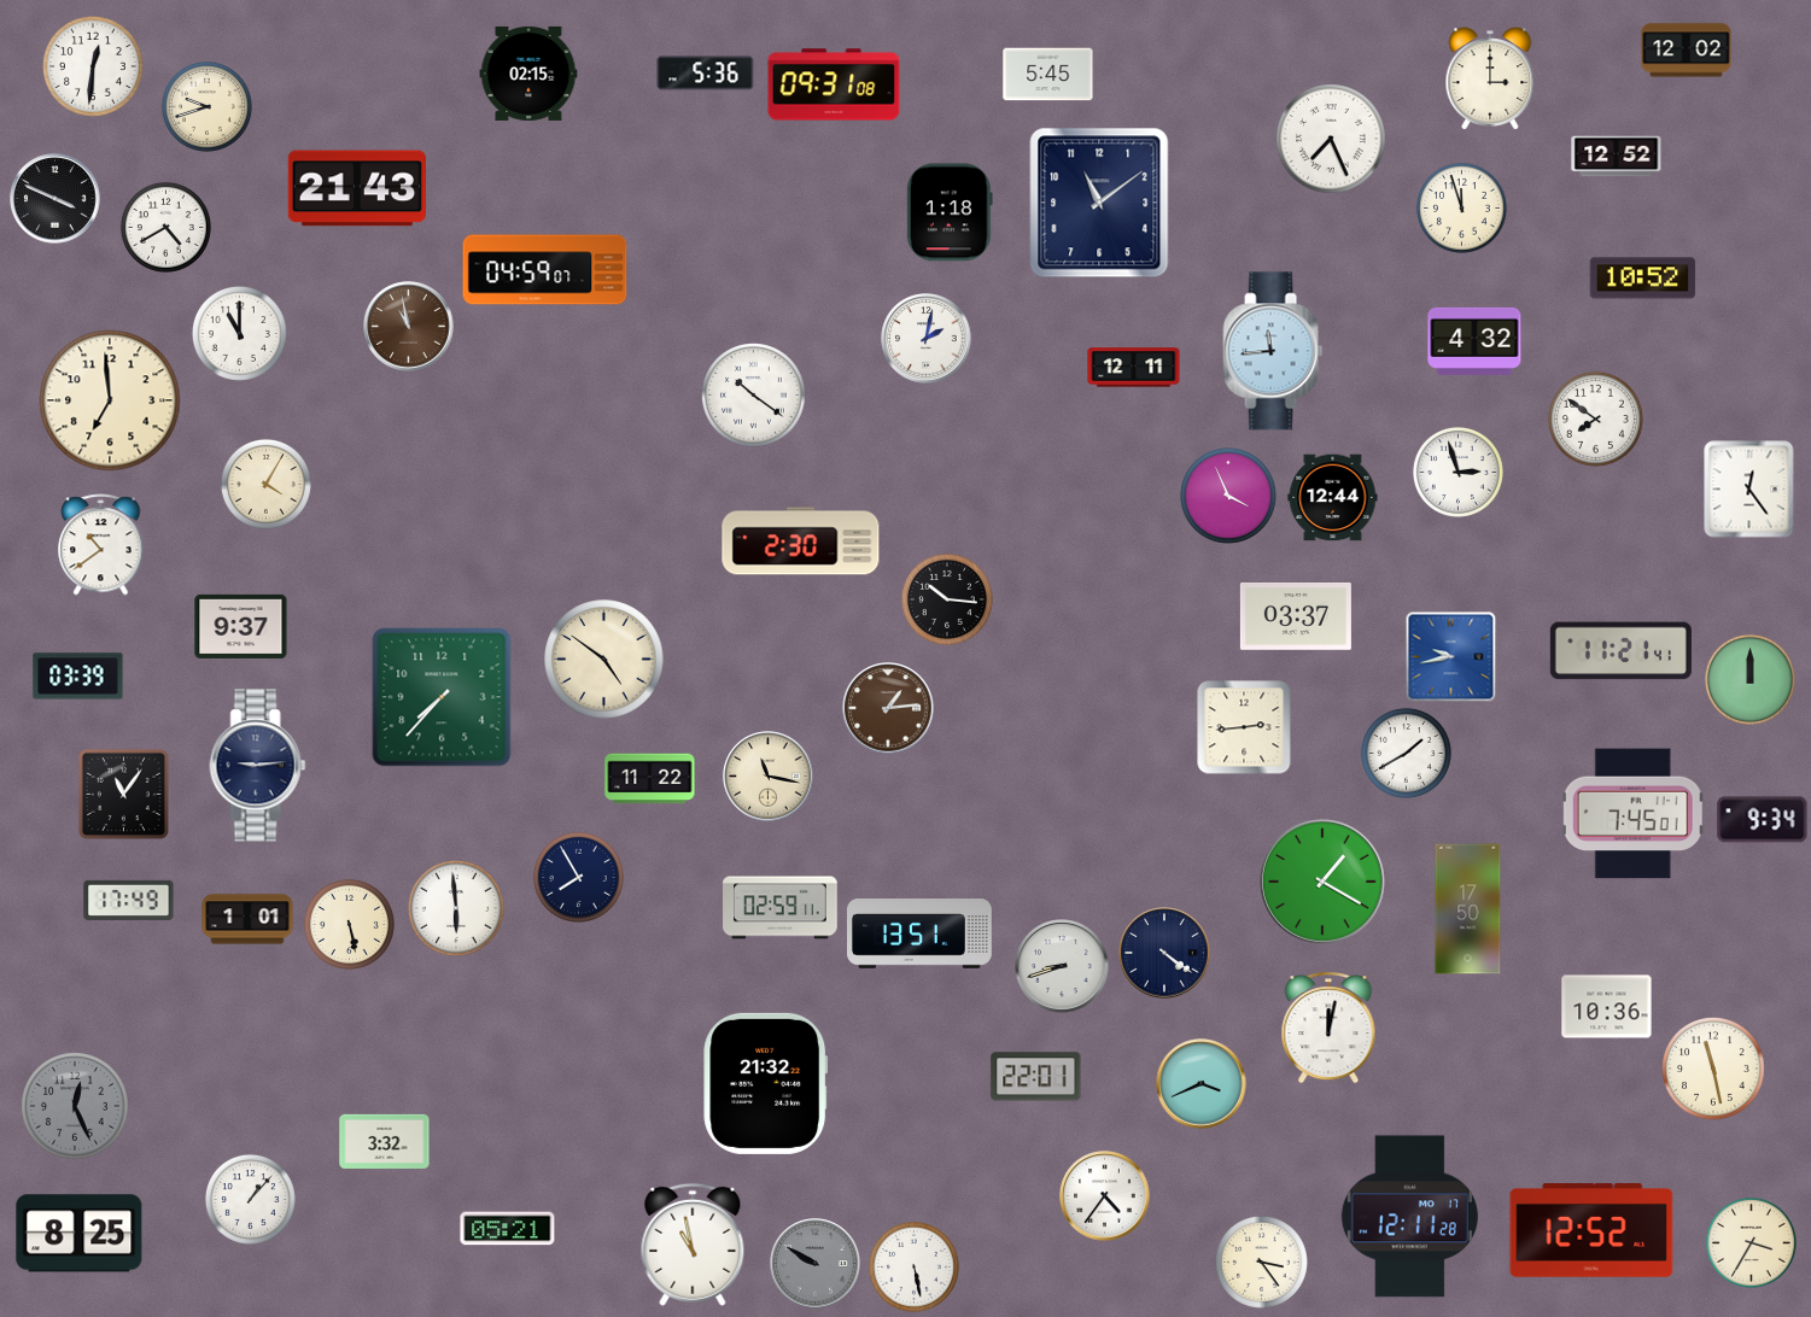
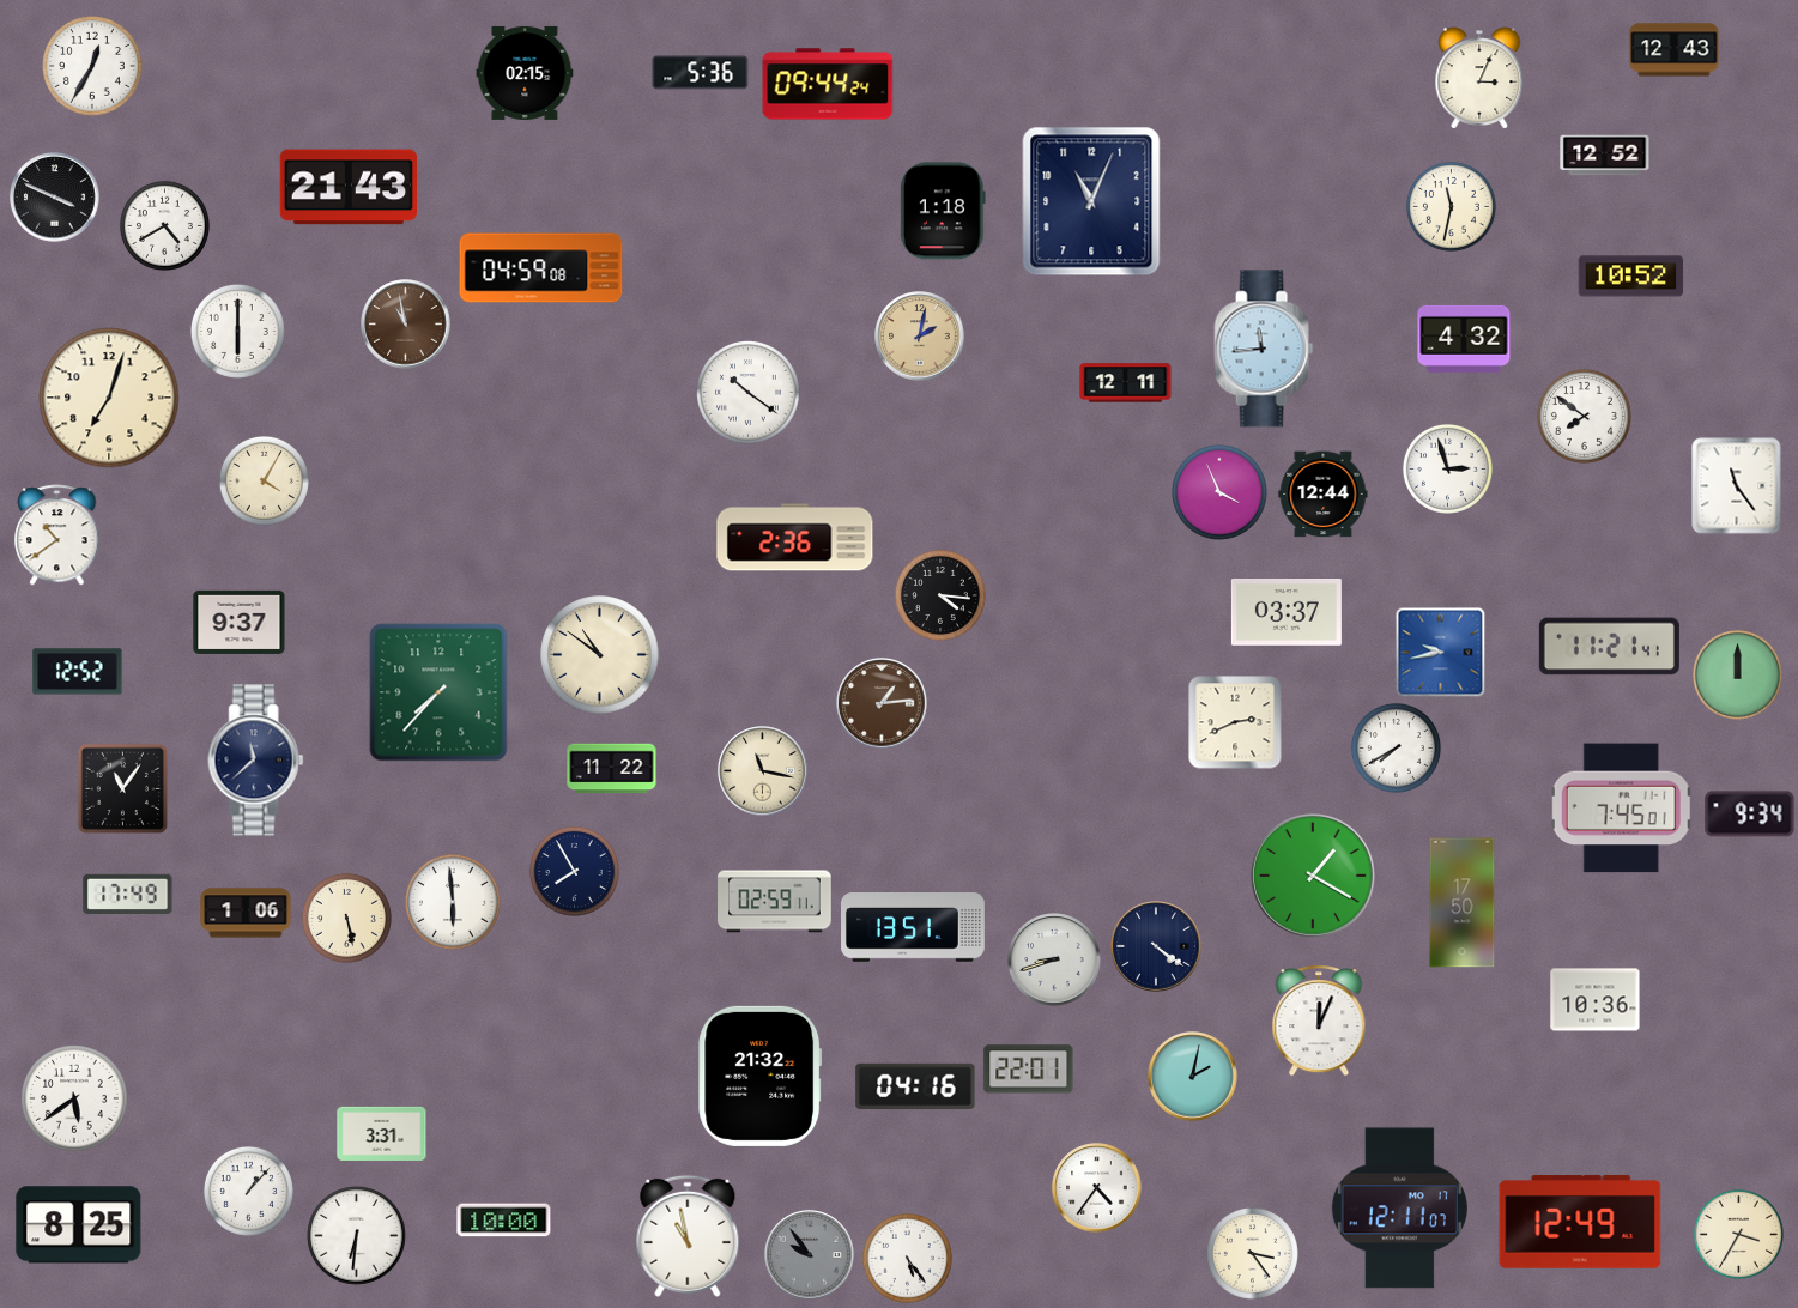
clock at (1687, 51): 12:02 -> 12:43
clock at (94, 68): 12:31 -> 12:35
clock at (1048, 75): 5:45 -> none
clock at (1490, 78): 3:00 -> 3:04
clock at (834, 84): 09:31 -> 09:44
clock at (206, 106): 9:42 -> none
clock at (1331, 139): 7:26 -> none
clock at (357, 188) position: (357, 188) -> (349, 187)
clock at (1099, 203): 11:09 -> 11:04
clock at (1461, 207): 11:57 -> 11:32
clock at (545, 270): 04:59:07 -> 04:59:08
clock at (239, 333): 11:00 -> 6:00
clock at (927, 339) dial: white -> champagne
clock at (1134, 368) position: (1134, 368) -> (1126, 383)
clock at (110, 400): 6:59 -> 7:03
clock at (1749, 490): 12:24 -> 11:24
clock at (801, 542): 2:30 -> 2:36
clock at (101, 545) position: (101, 545) -> (57, 535)
clock at (947, 599): 10:16 -> 4:16
clock at (604, 660): 4:51 -> 10:51
clock at (78, 677): 03:39 -> 12:52
clock at (1244, 727): 2:44 -> 2:41
clock at (1406, 753): 1:40 -> 7:40
clock at (258, 766): 9:14 -> 11:38
clock at (650, 779) position: (650, 779) -> (612, 769)
clock at (1468, 909) position: (1468, 909) -> (1463, 903)
clock at (247, 919): 1:01 -> 1:06
clock at (1328, 1028): 12:02 -> 12:04
clock at (1714, 1070): 11:28 -> none
clock at (1202, 1084): 3:41 -> 2:02
clock at (915, 1086): none -> 04:16
clock at (75, 1106): 12:26 -> 5:39
clock at (75, 1106) dial: grey -> white
clock at (385, 1141): 3:32 -> 3:31
clock at (1409, 1217): 12:11:28 -> 12:11:07
clock at (508, 1229): 05:21 -> 10:00
clock at (1591, 1230): 12:52 -> 12:49
clock at (357, 1236): none -> 6:31
clock at (816, 1264): 9:50 -> 9:54
clock at (913, 1266): 5:28 -> 5:24
